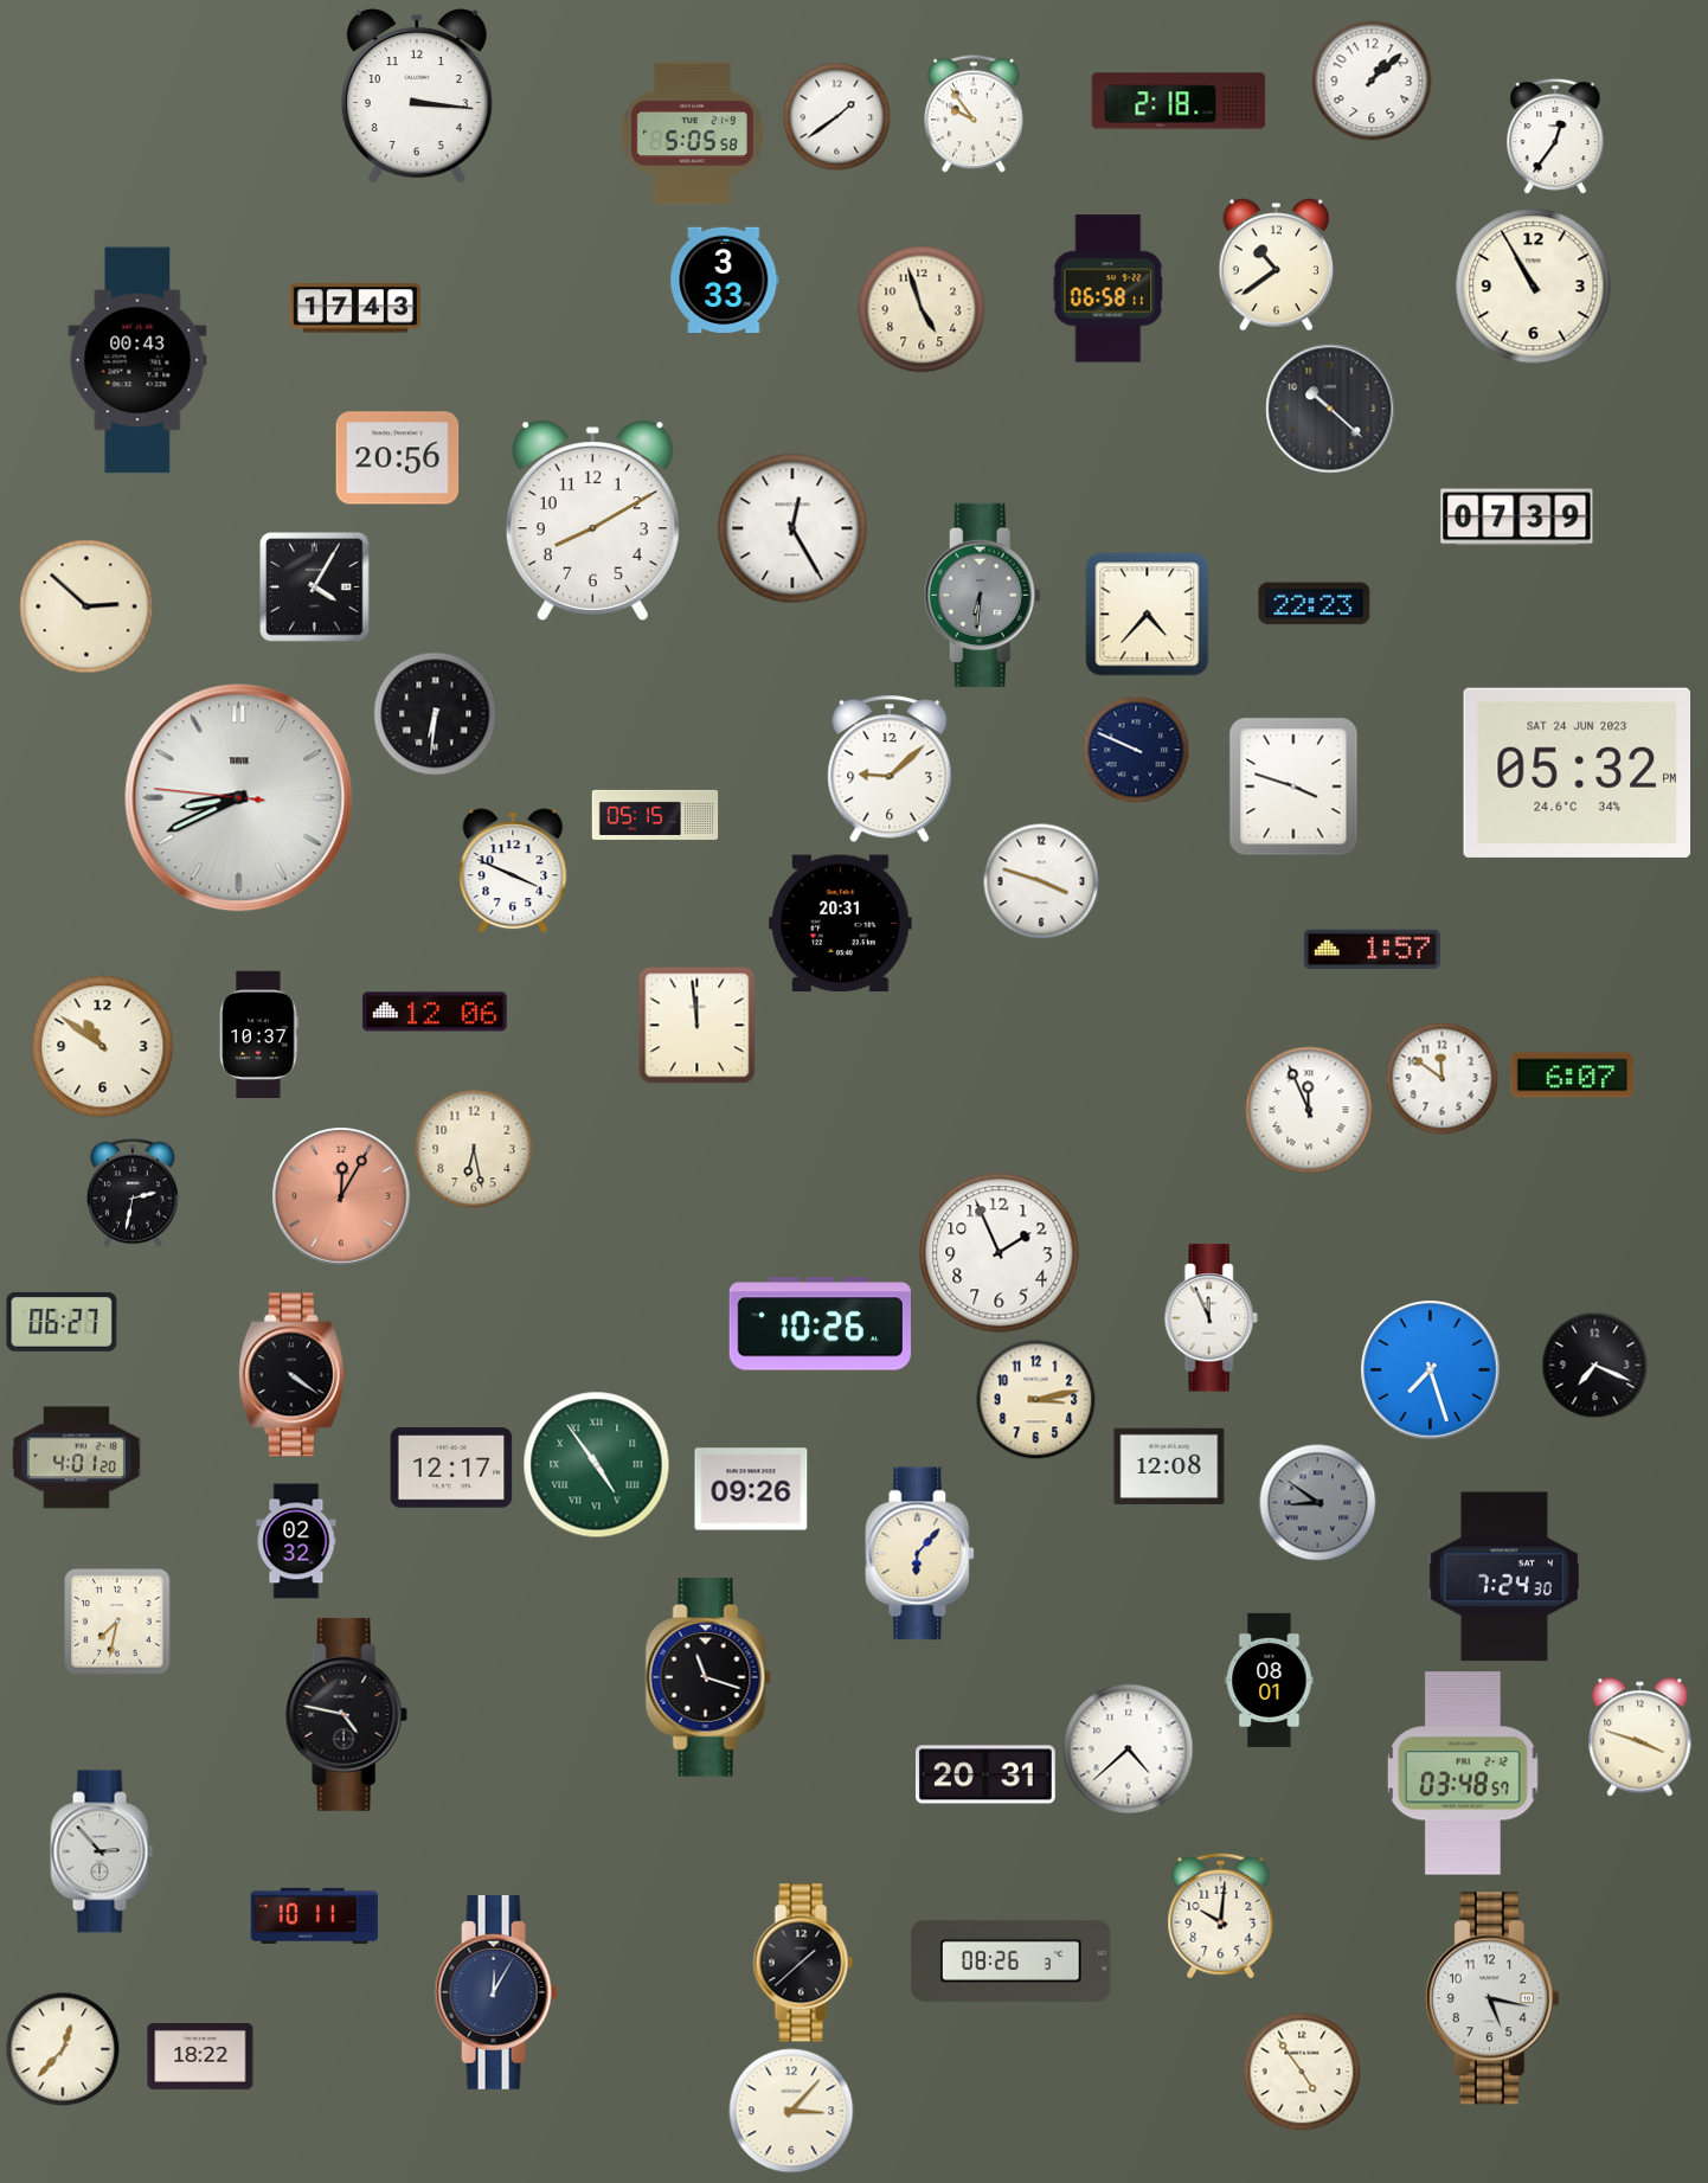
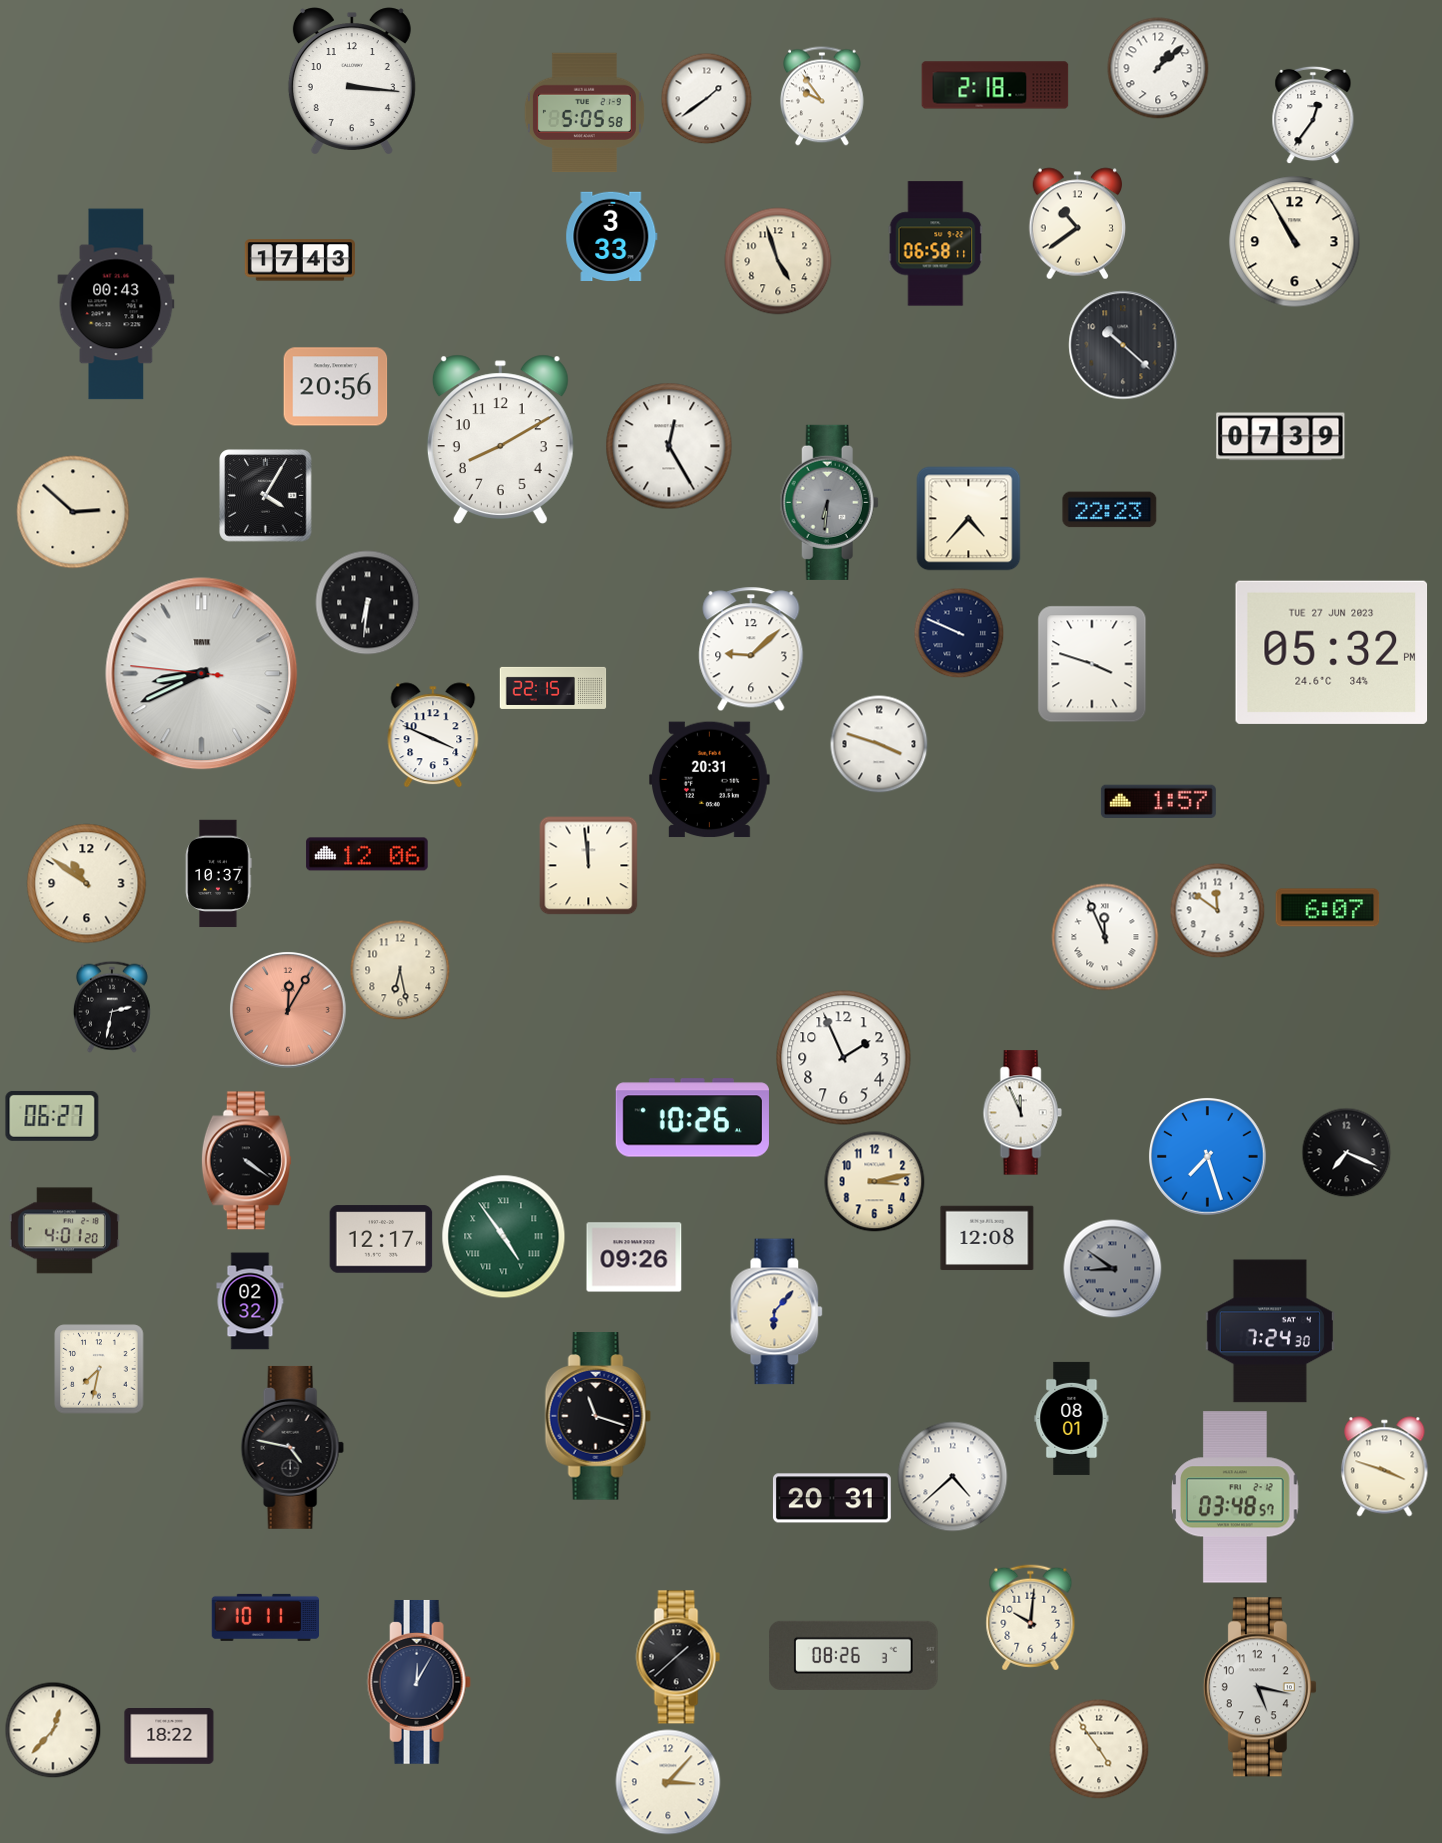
clock at (1577, 772) date: SAT 24 JUN 2023 -> TUE 27 JUN 2023
clock at (655, 815): 05:15 -> 22:15
clock at (102, 1851): 2:53 -> none
